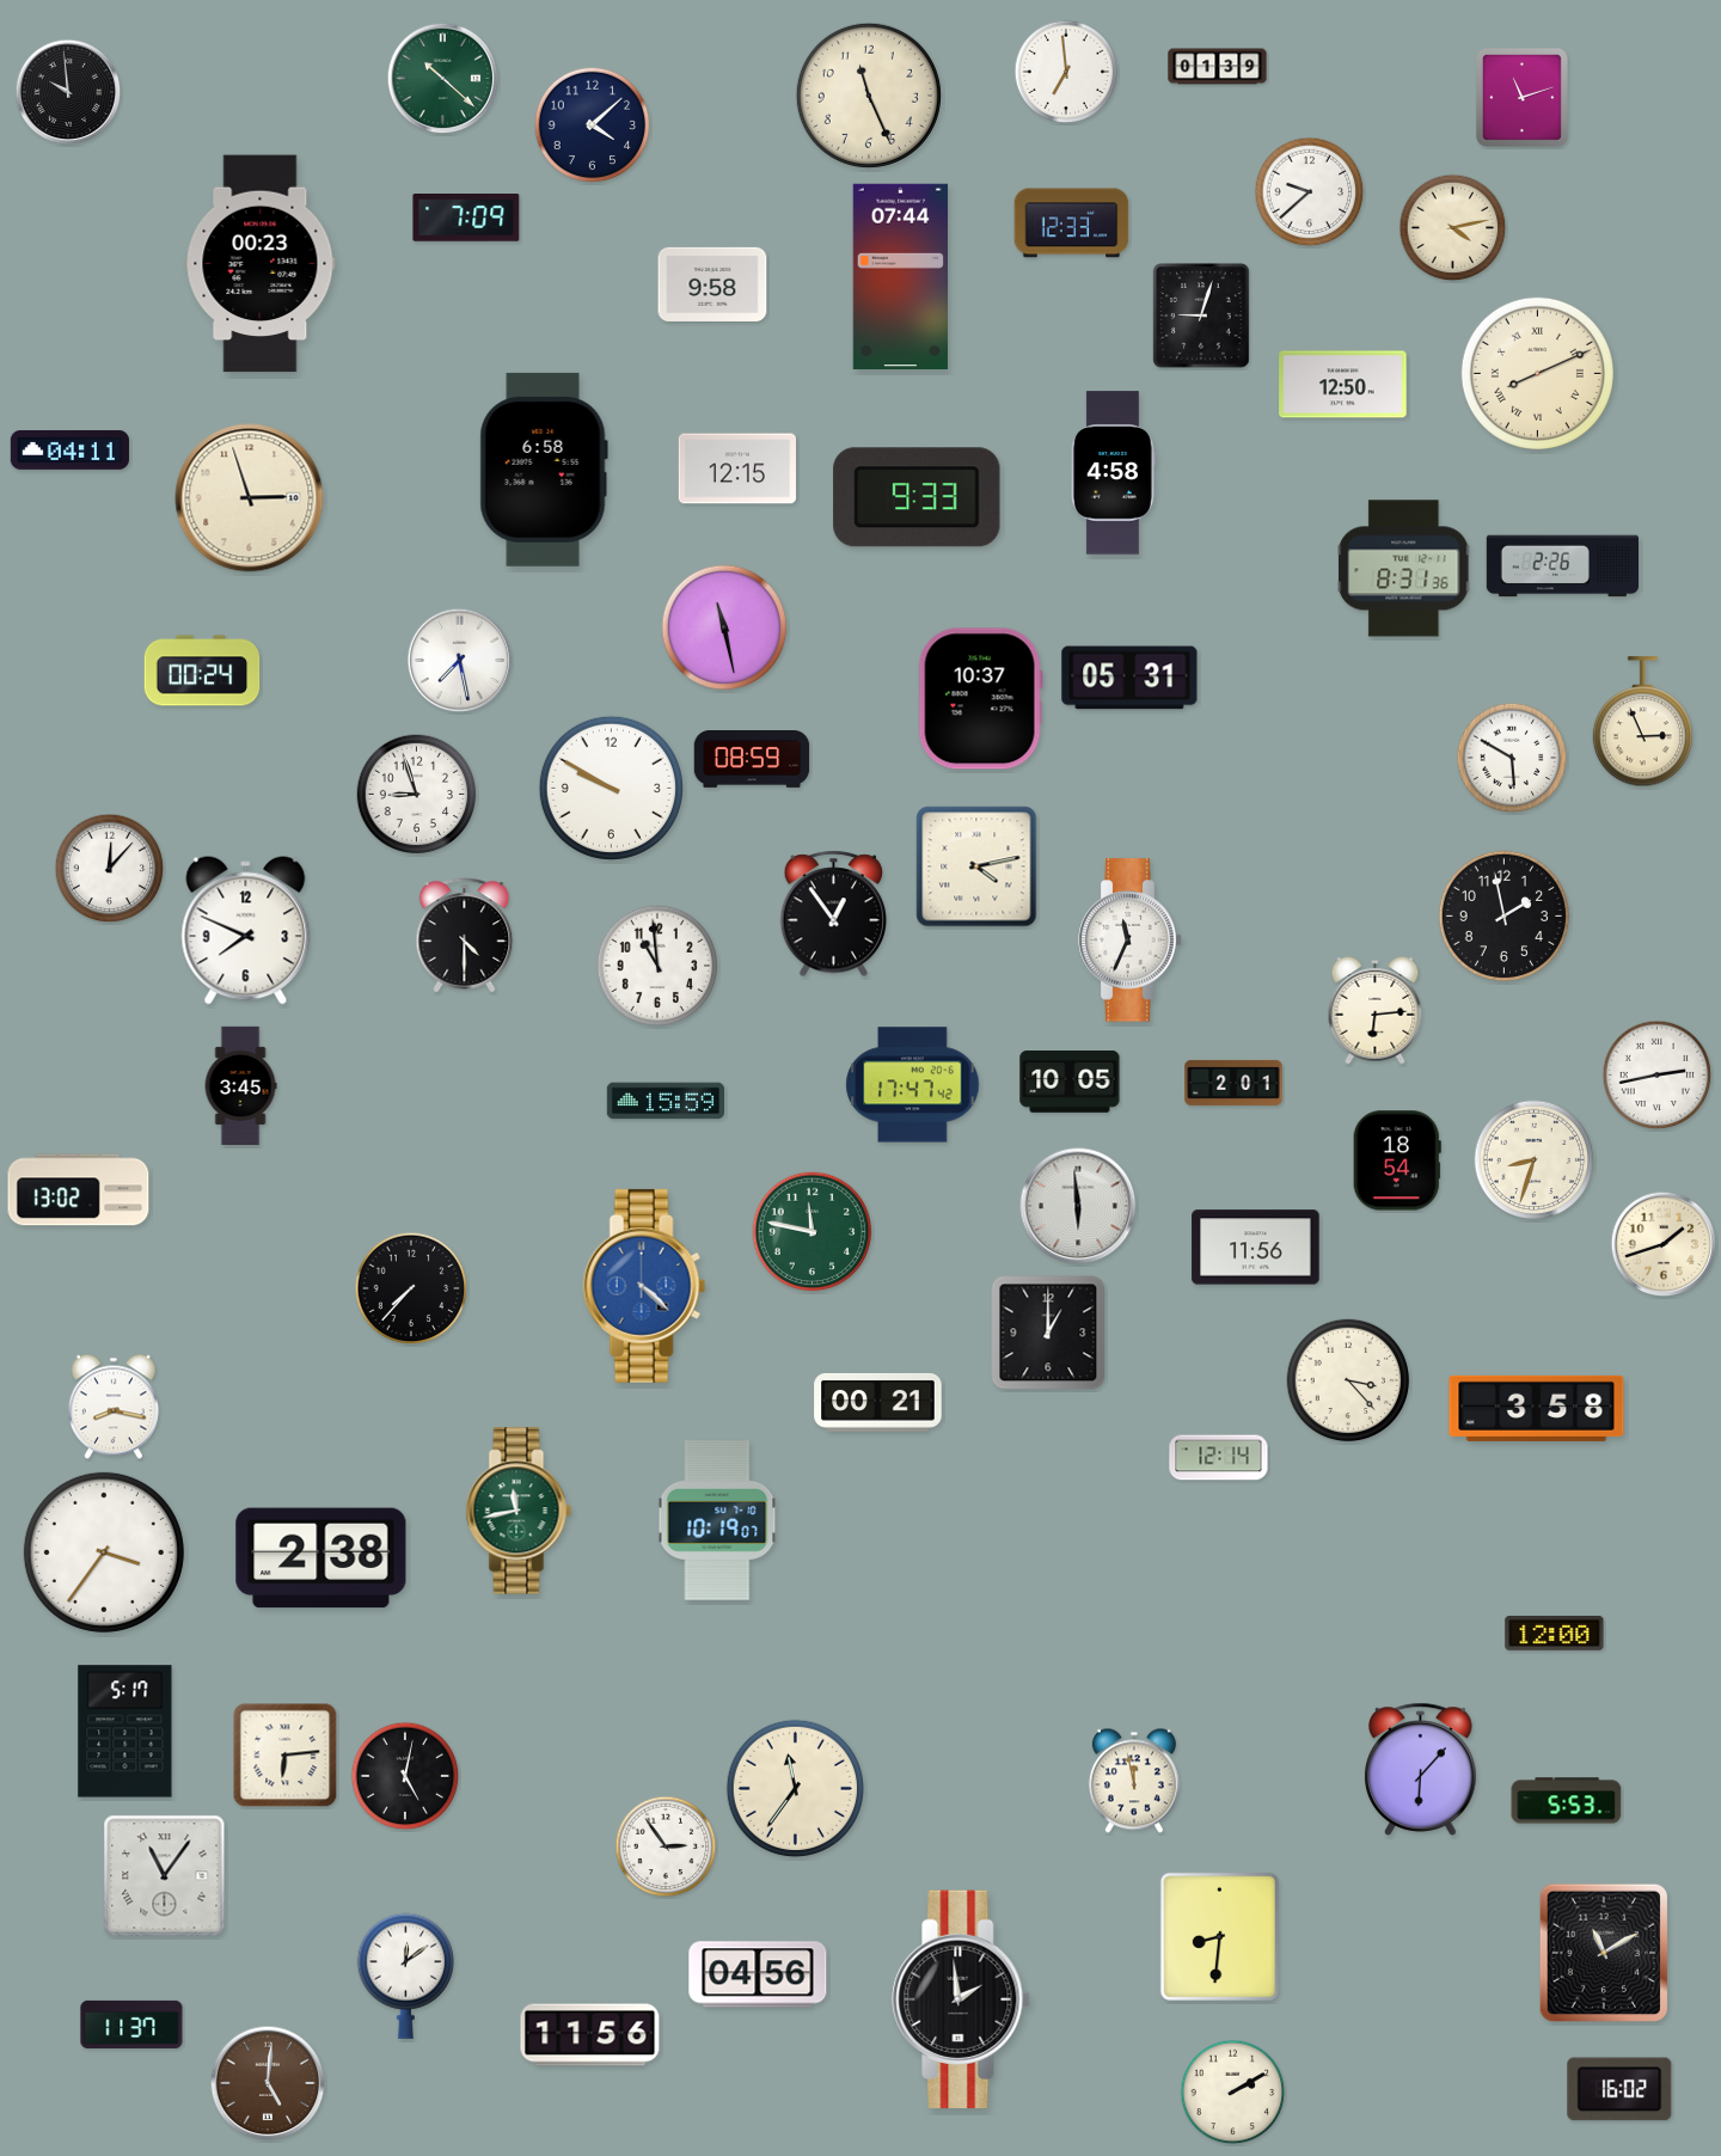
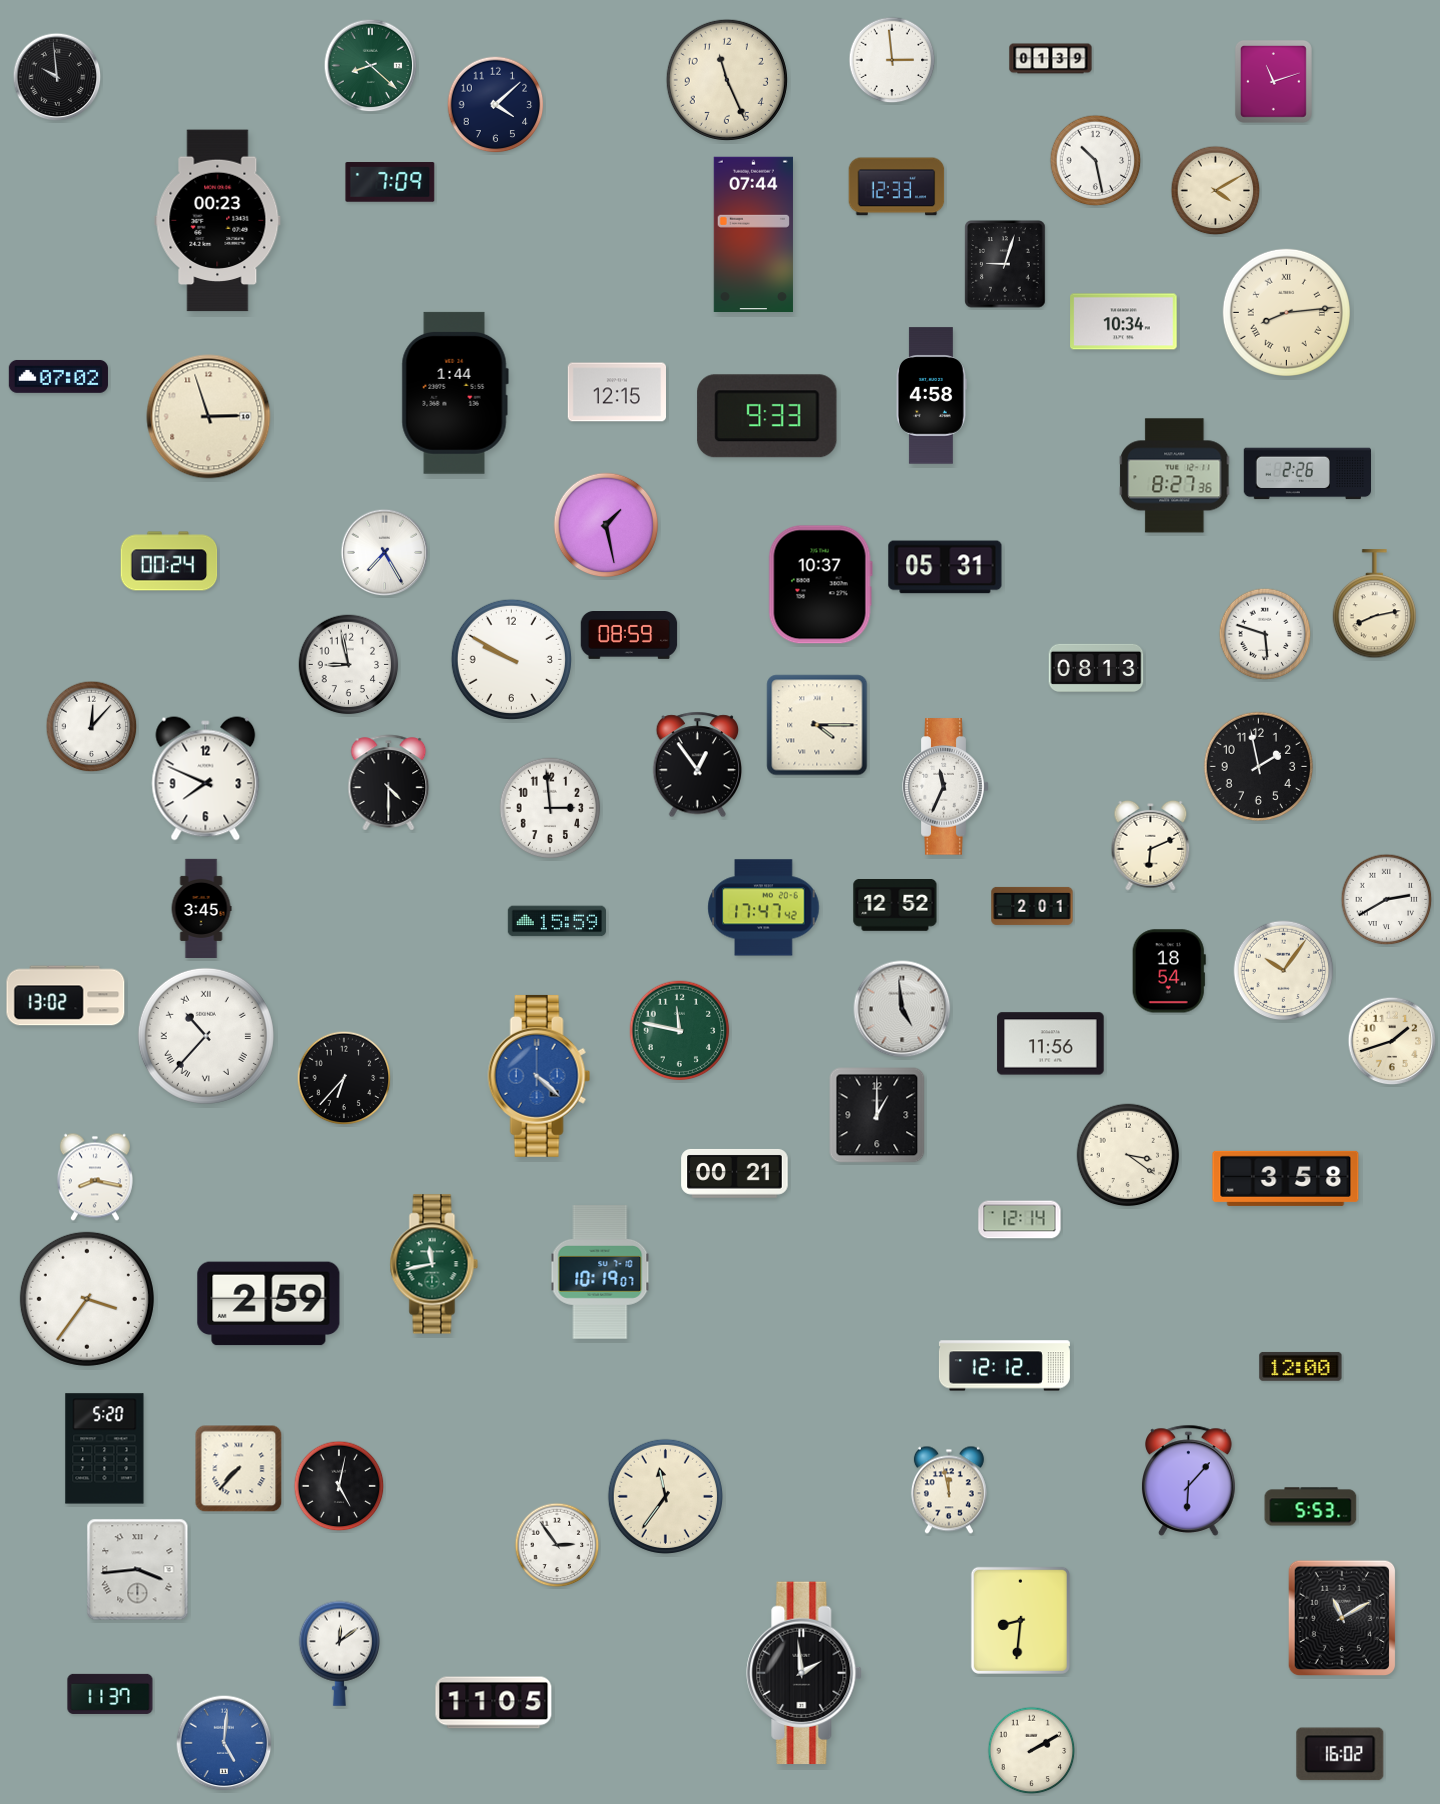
clock at (1218, 67) position: (1218, 67) -> (1051, 59)
clock at (1066, 72): 6:59 -> 2:59
clock at (443, 79): 10:22 -> 8:22
clock at (1310, 192): 9:38 -> 10:28
clock at (1453, 228): 4:13 -> 4:10
clock at (900, 276) position: (900, 276) -> (753, 234)
clock at (712, 284): 9:58 -> none
clock at (1537, 373): 8:11 -> 8:14
clock at (1343, 385): 12:50 -> 10:34
clock at (69, 449): 04:11 -> 07:02
clock at (544, 470): 6:58 -> 1:44
clock at (1404, 569): 8:31 -> 8:27
clock at (724, 627): 11:28 -> 1:28
clock at (460, 661): 7:28 -> 7:25
clock at (1642, 722): 2:56 -> 8:13
clock at (1512, 758): 5:50 -> 5:48
clock at (417, 795): 8:57 -> 8:58
clock at (1096, 668): none -> 08:13
clock at (976, 866): 4:13 -> 4:15
clock at (657, 966): 10:59 -> 2:59
clock at (1376, 1010): 6:14 -> 6:11
clock at (1658, 1076): 2:43 -> 2:40
clock at (1070, 1083): 10:05 -> 12:52
clock at (1535, 1160): 8:33 -> 10:06
clock at (1078, 1206): 5:59 -> 4:59
clock at (206, 1036): none -> 10:37
clock at (411, 1288): 7:37 -> 6:37
clock at (1348, 1380): 3:23 -> 3:21
clock at (321, 1558): 2:38 -> 2:59
clock at (1004, 1366): none -> 12:12
clock at (125, 1732): 5:17 -> 5:20
clock at (286, 1756): 6:14 -> 7:37
clock at (165, 1876): 11:06 -> 3:44
clock at (1603, 1952) position: (1603, 1952) -> (1341, 1617)
clock at (758, 1974): 04:56 -> none
clock at (590, 2035): 11:56 -> 11:05
clock at (268, 2083) dial: brown -> blue
clock at (1619, 2089) position: (1619, 2089) -> (1340, 1754)
